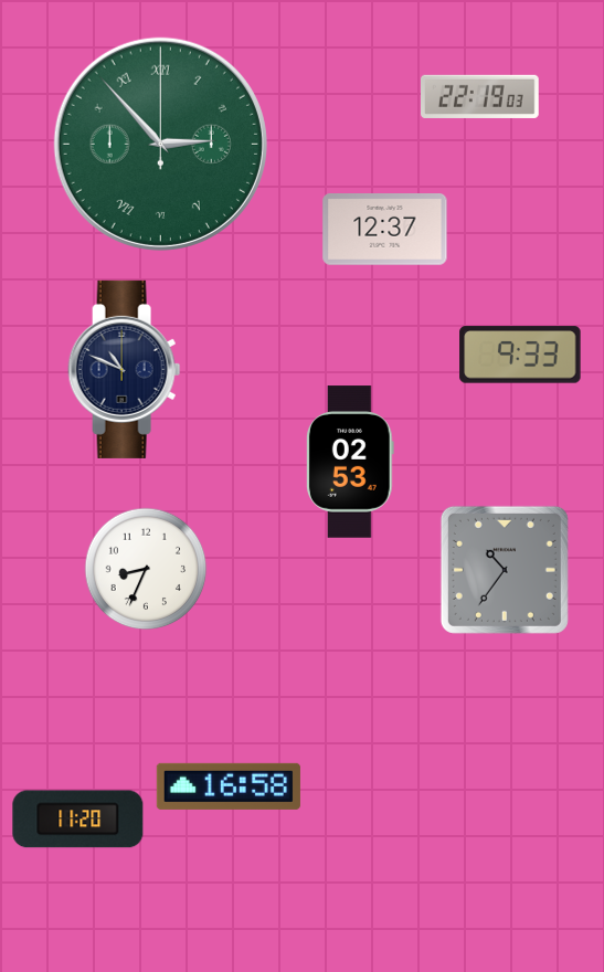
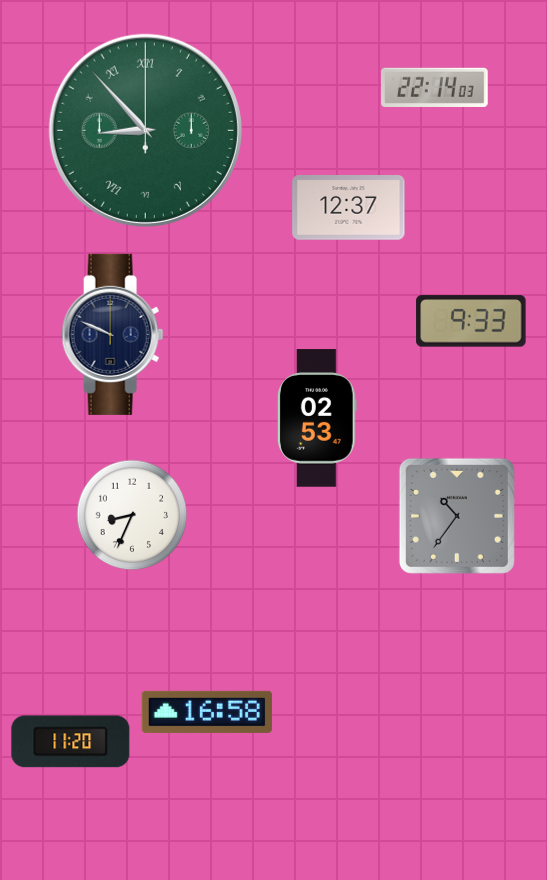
clock at (480, 96): 22:19 -> 22:14
clock at (160, 144): 2:53 -> 8:53
clock at (125, 369): 10:49 -> 9:49
